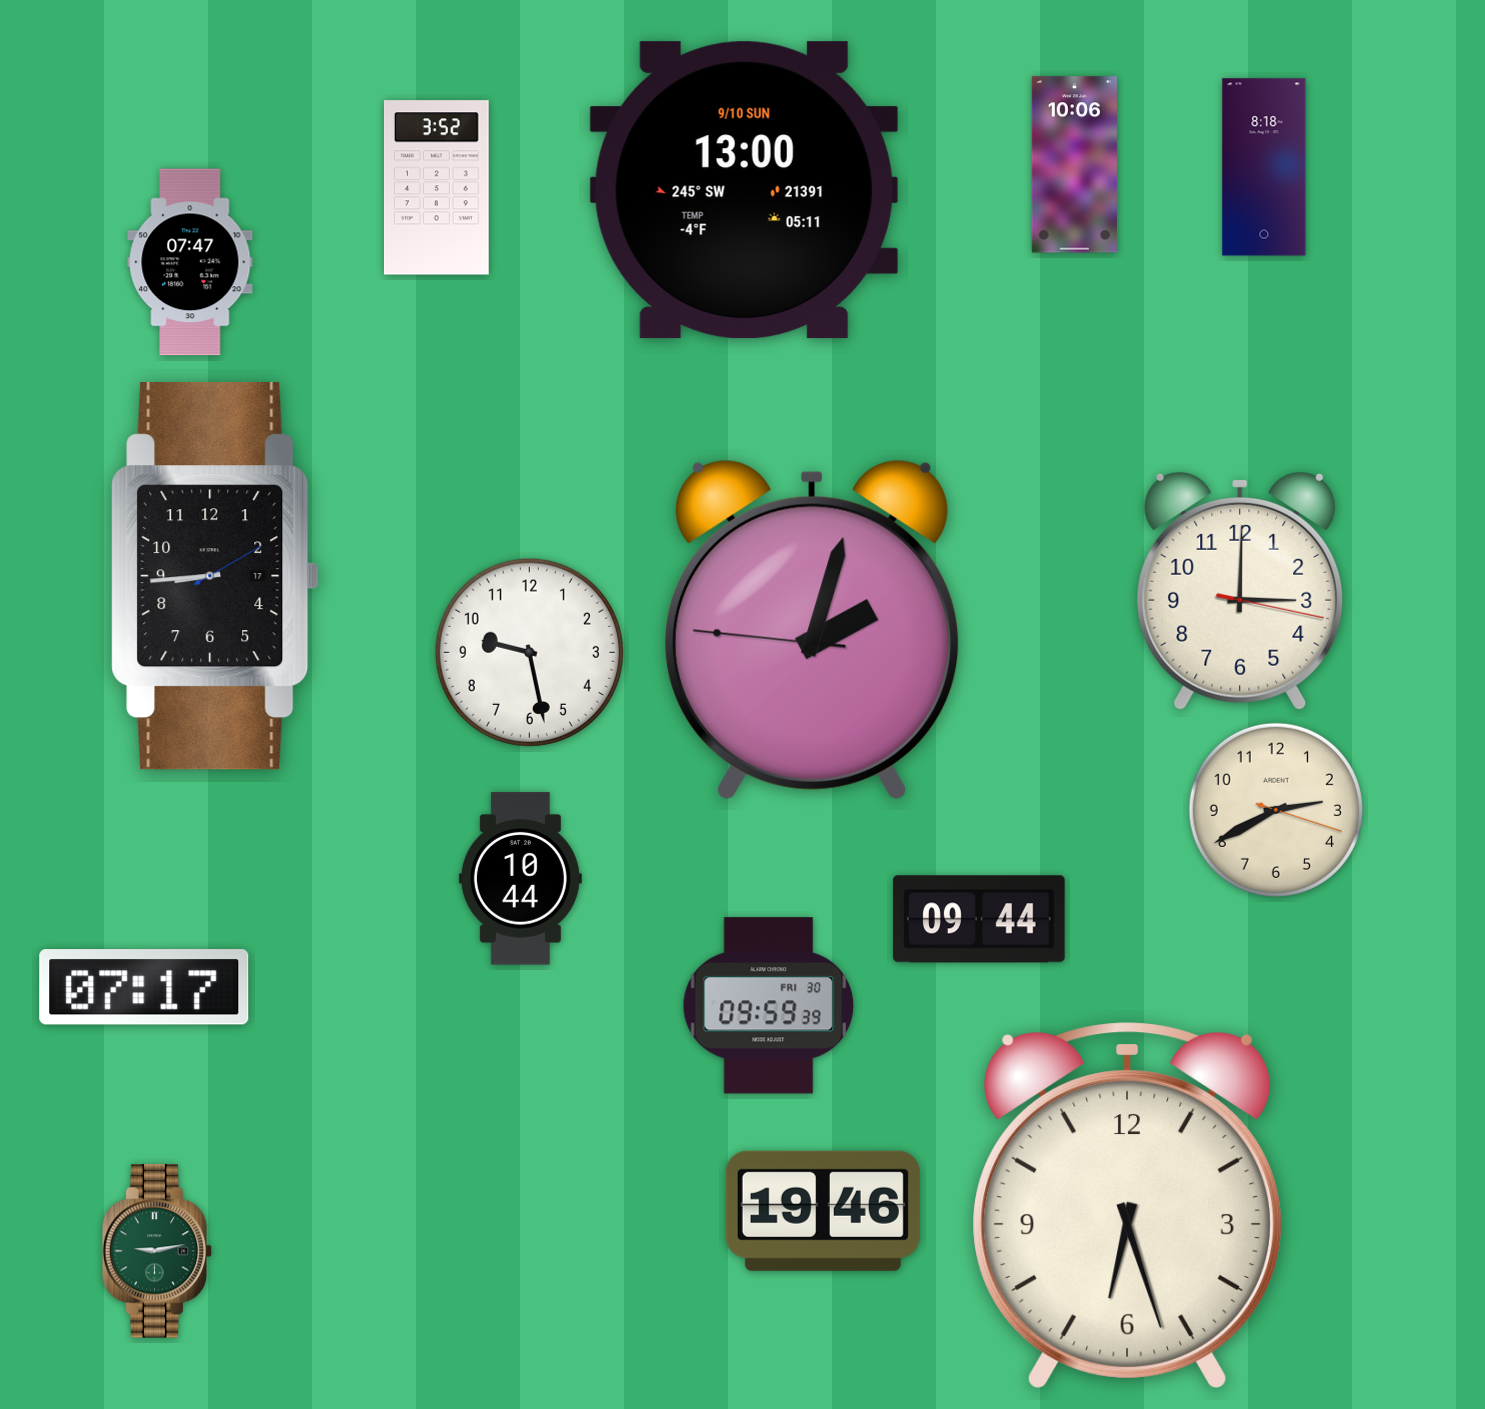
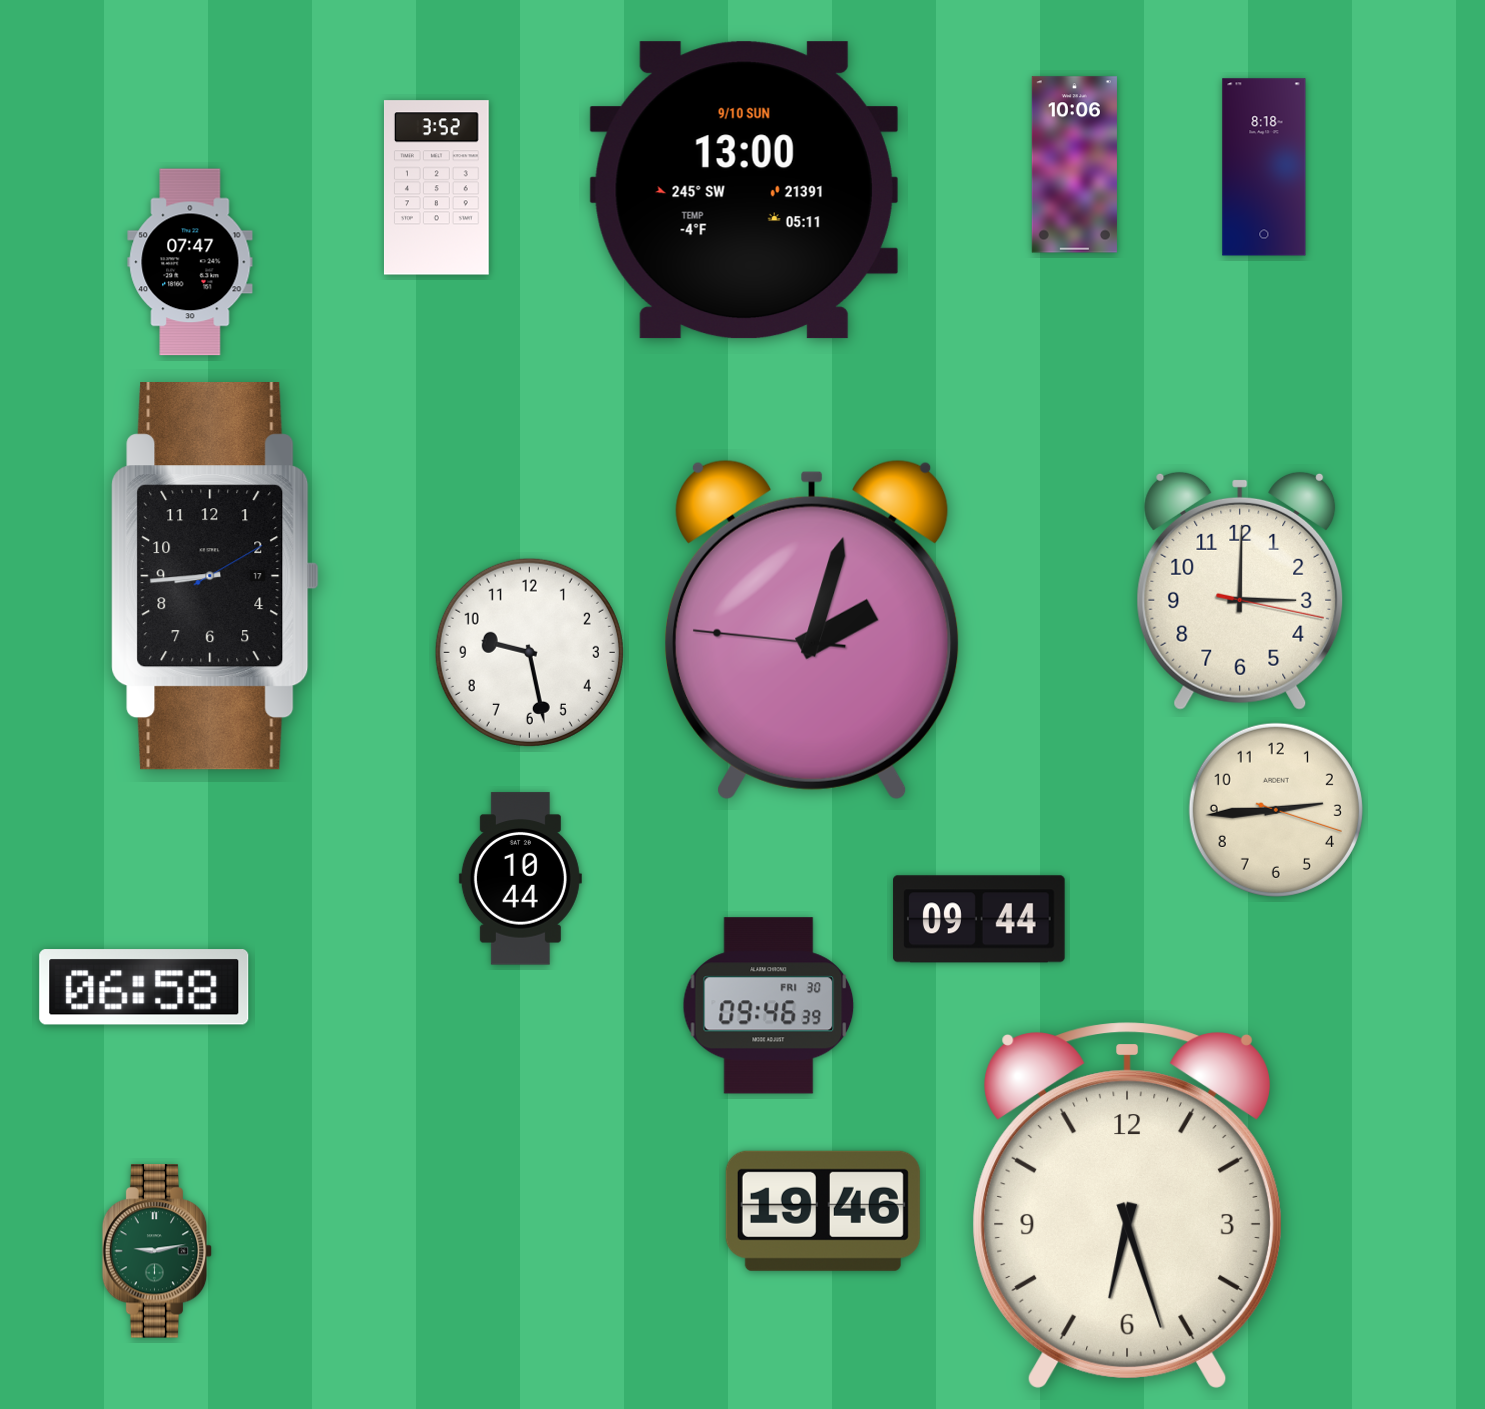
clock at (1276, 810): 2:40 -> 2:44
clock at (144, 987): 07:17 -> 06:58
clock at (769, 1006): 09:59 -> 09:46
